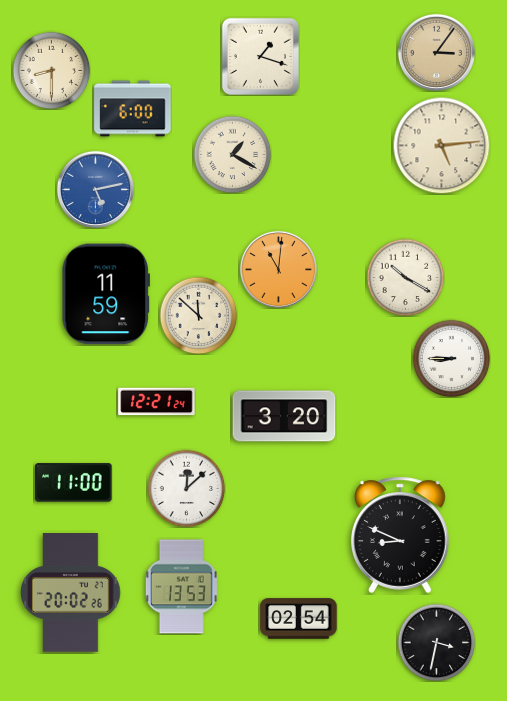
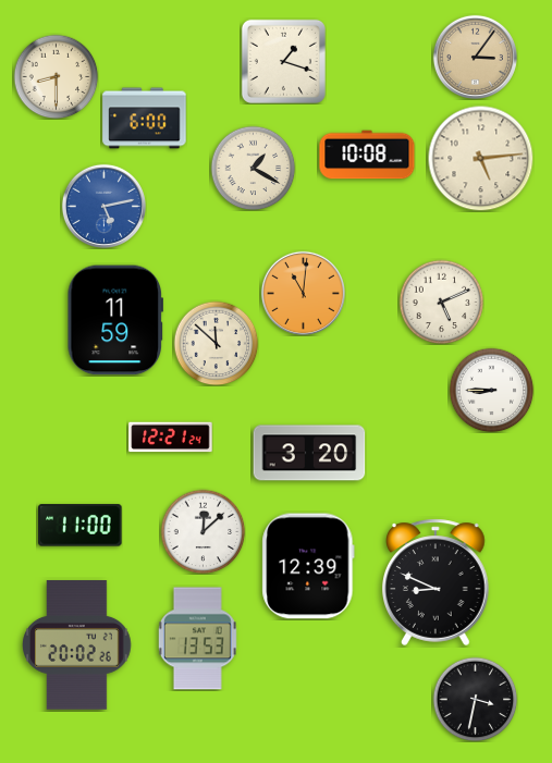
clock at (367, 155): none -> 10:08
clock at (405, 277): 10:20 -> 5:11
clock at (308, 566): none -> 12:39
clock at (299, 619): 02:54 -> none
